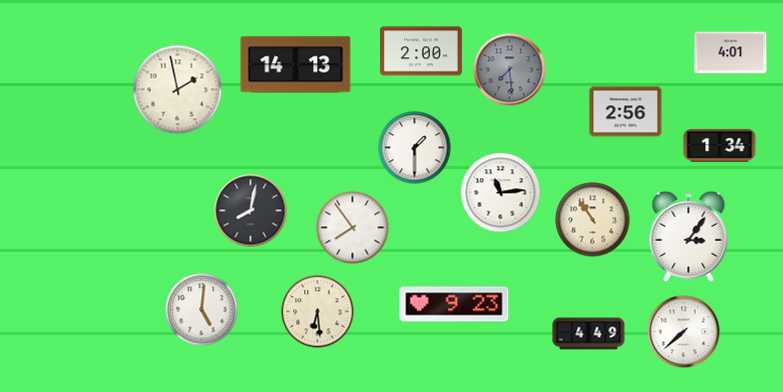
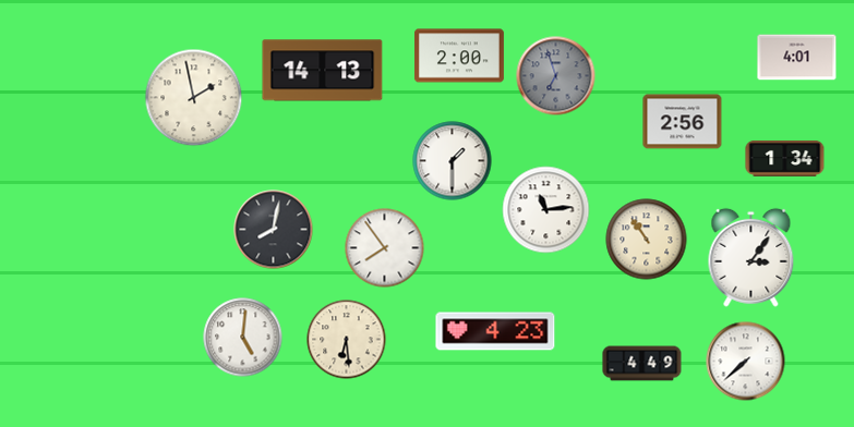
clock at (510, 70): 7:29 -> 6:57
clock at (454, 304): 9:23 -> 4:23
clock at (202, 310) position: (202, 310) -> (243, 338)
